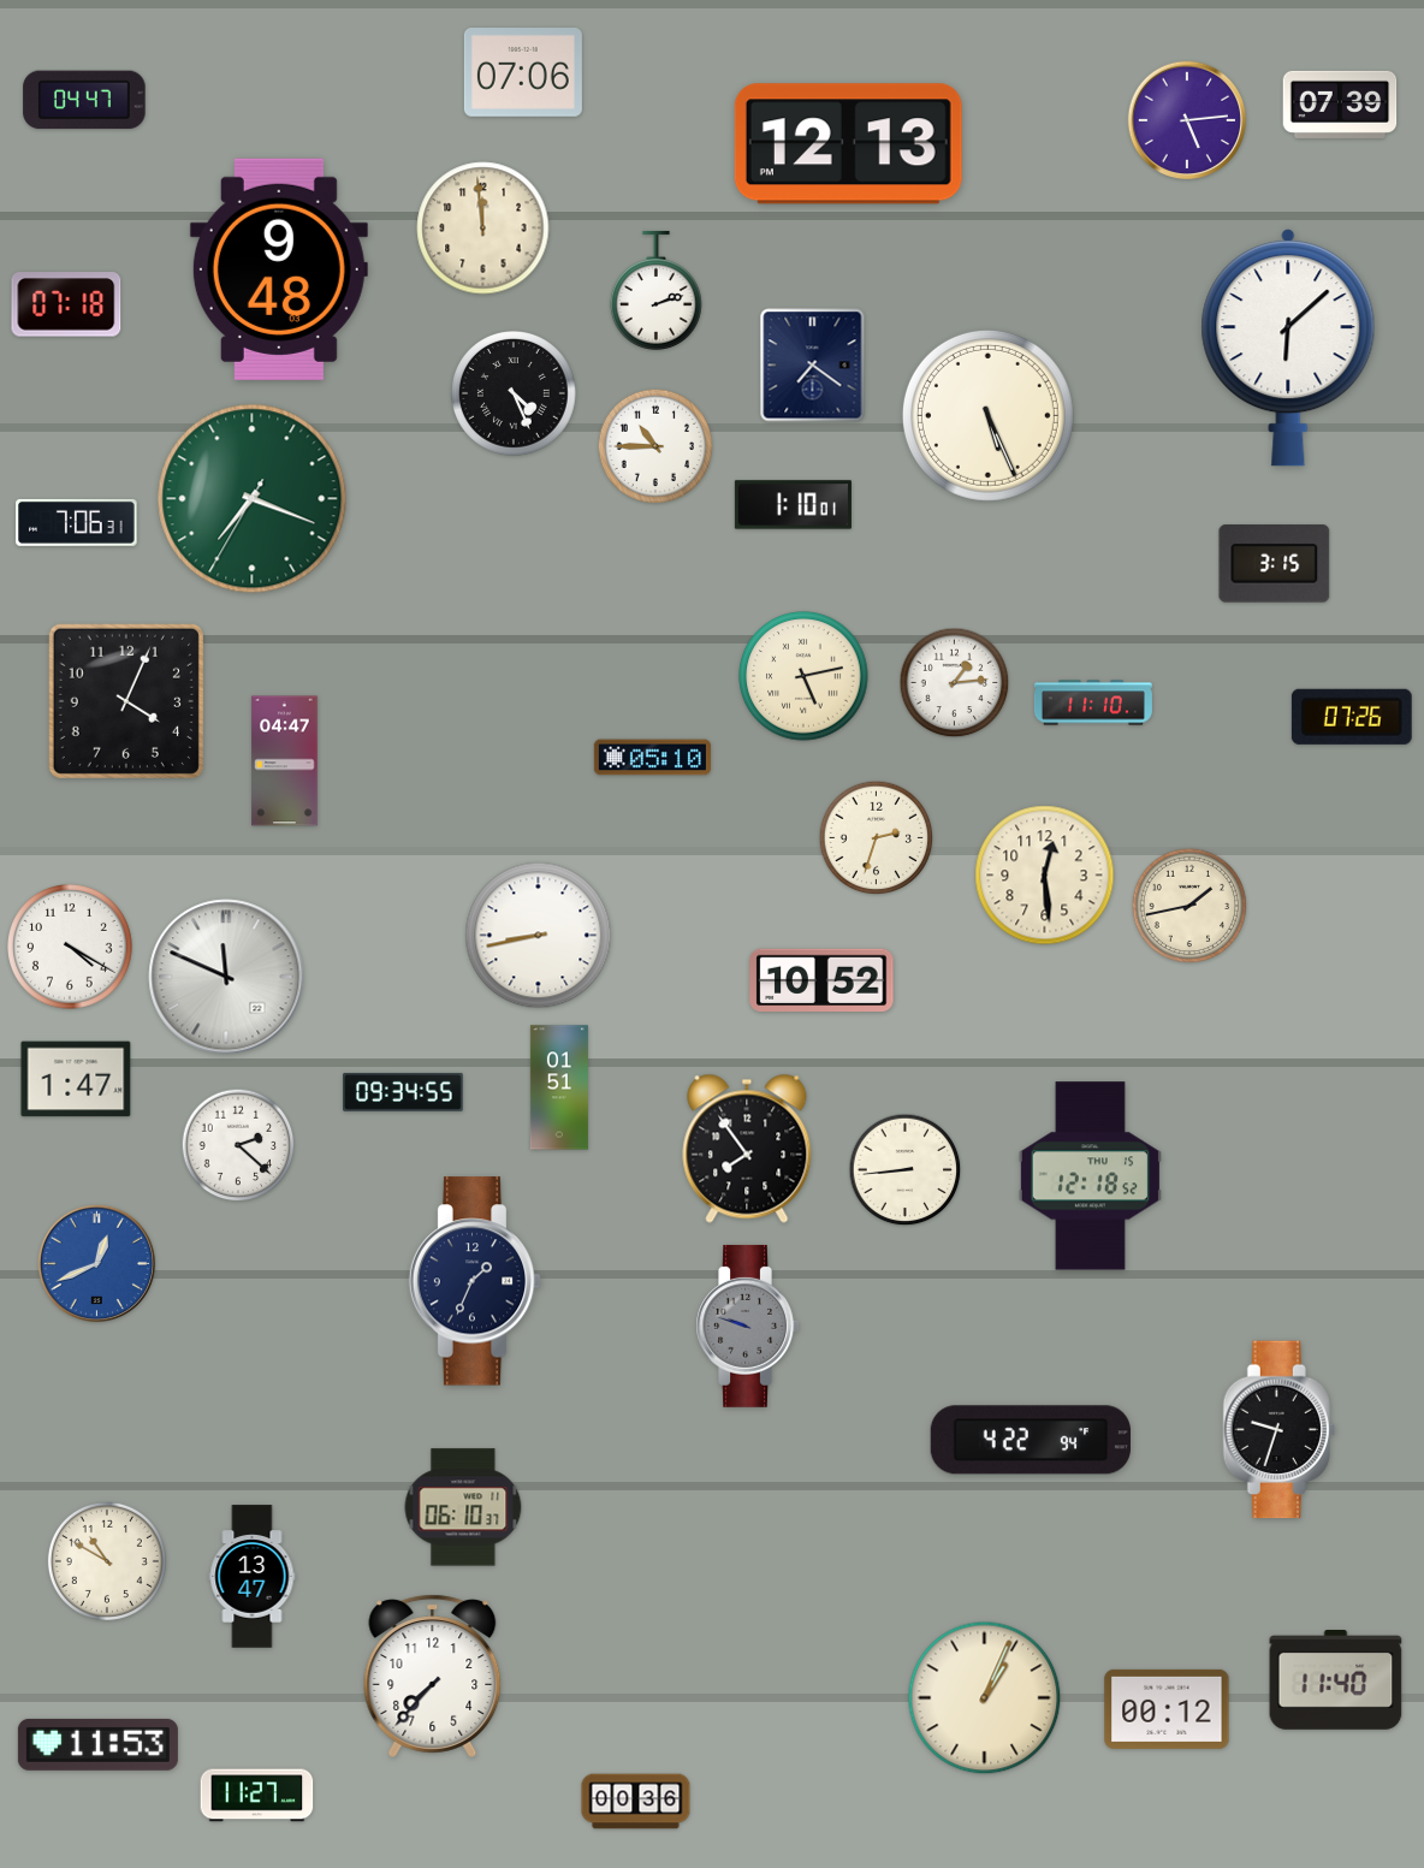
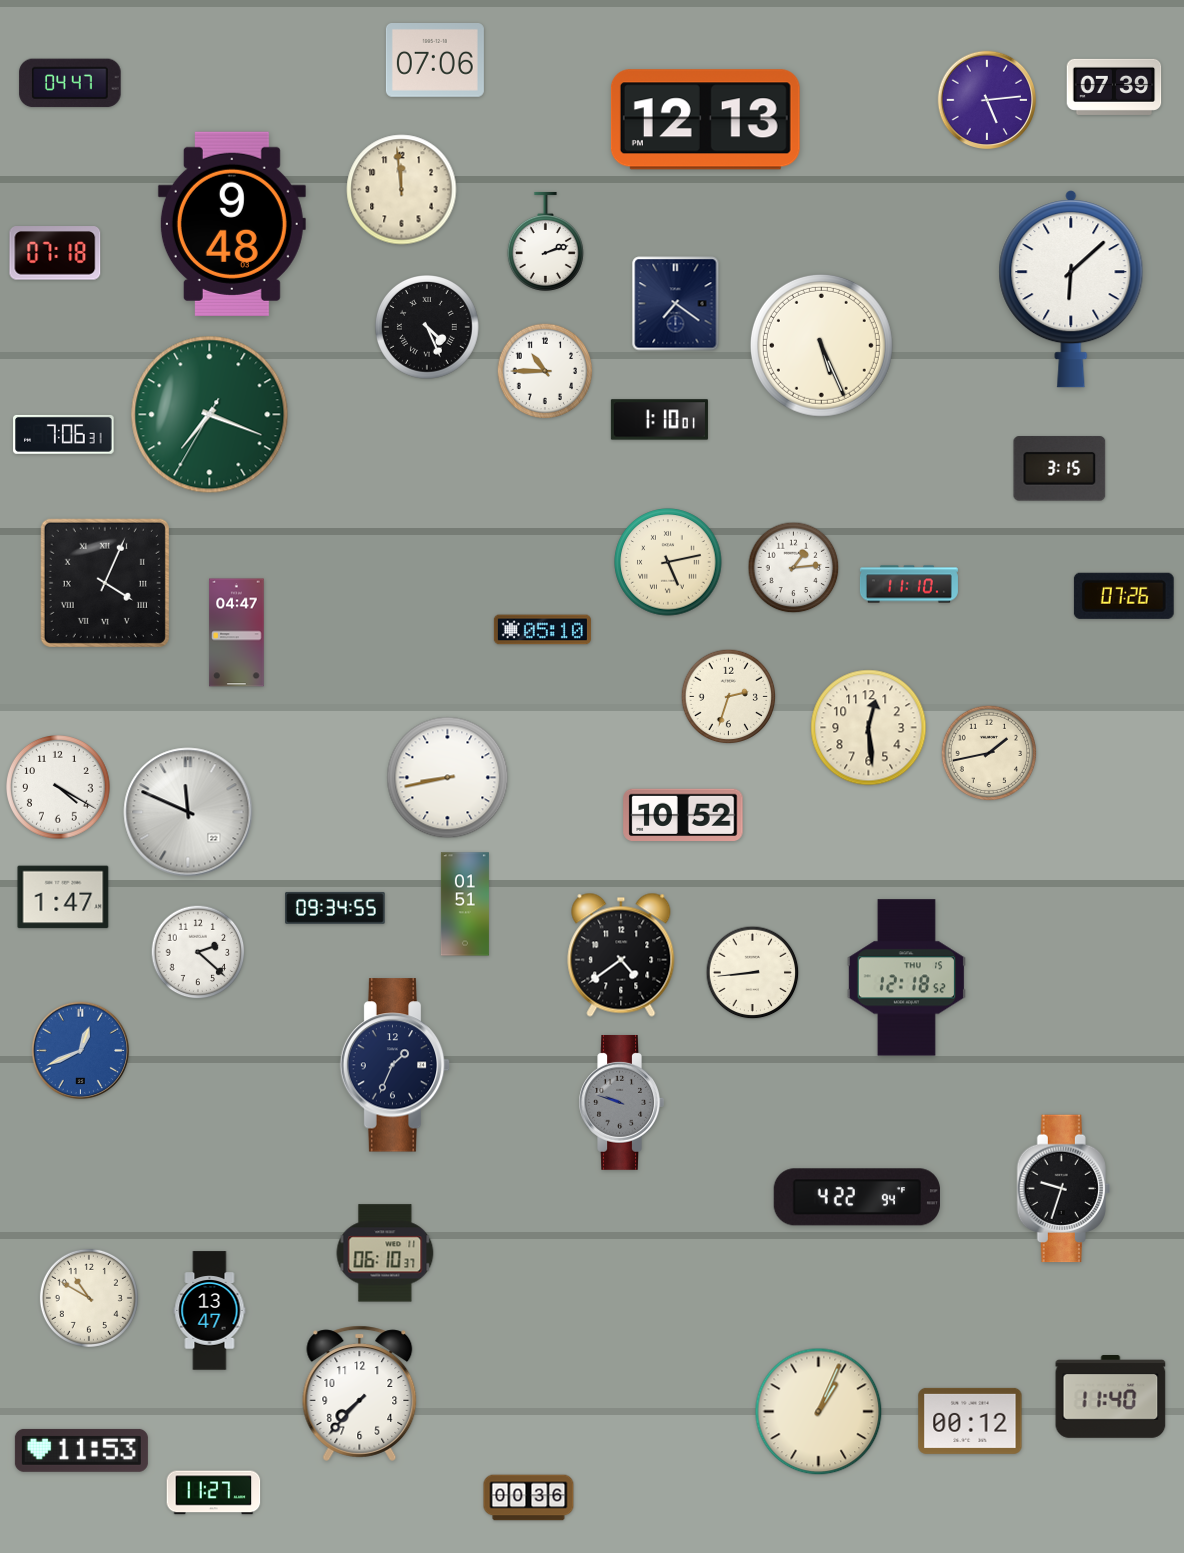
clock at (126, 701) numerals: Arabic -> Roman
clock at (747, 1149): 7:54 -> 4:39
